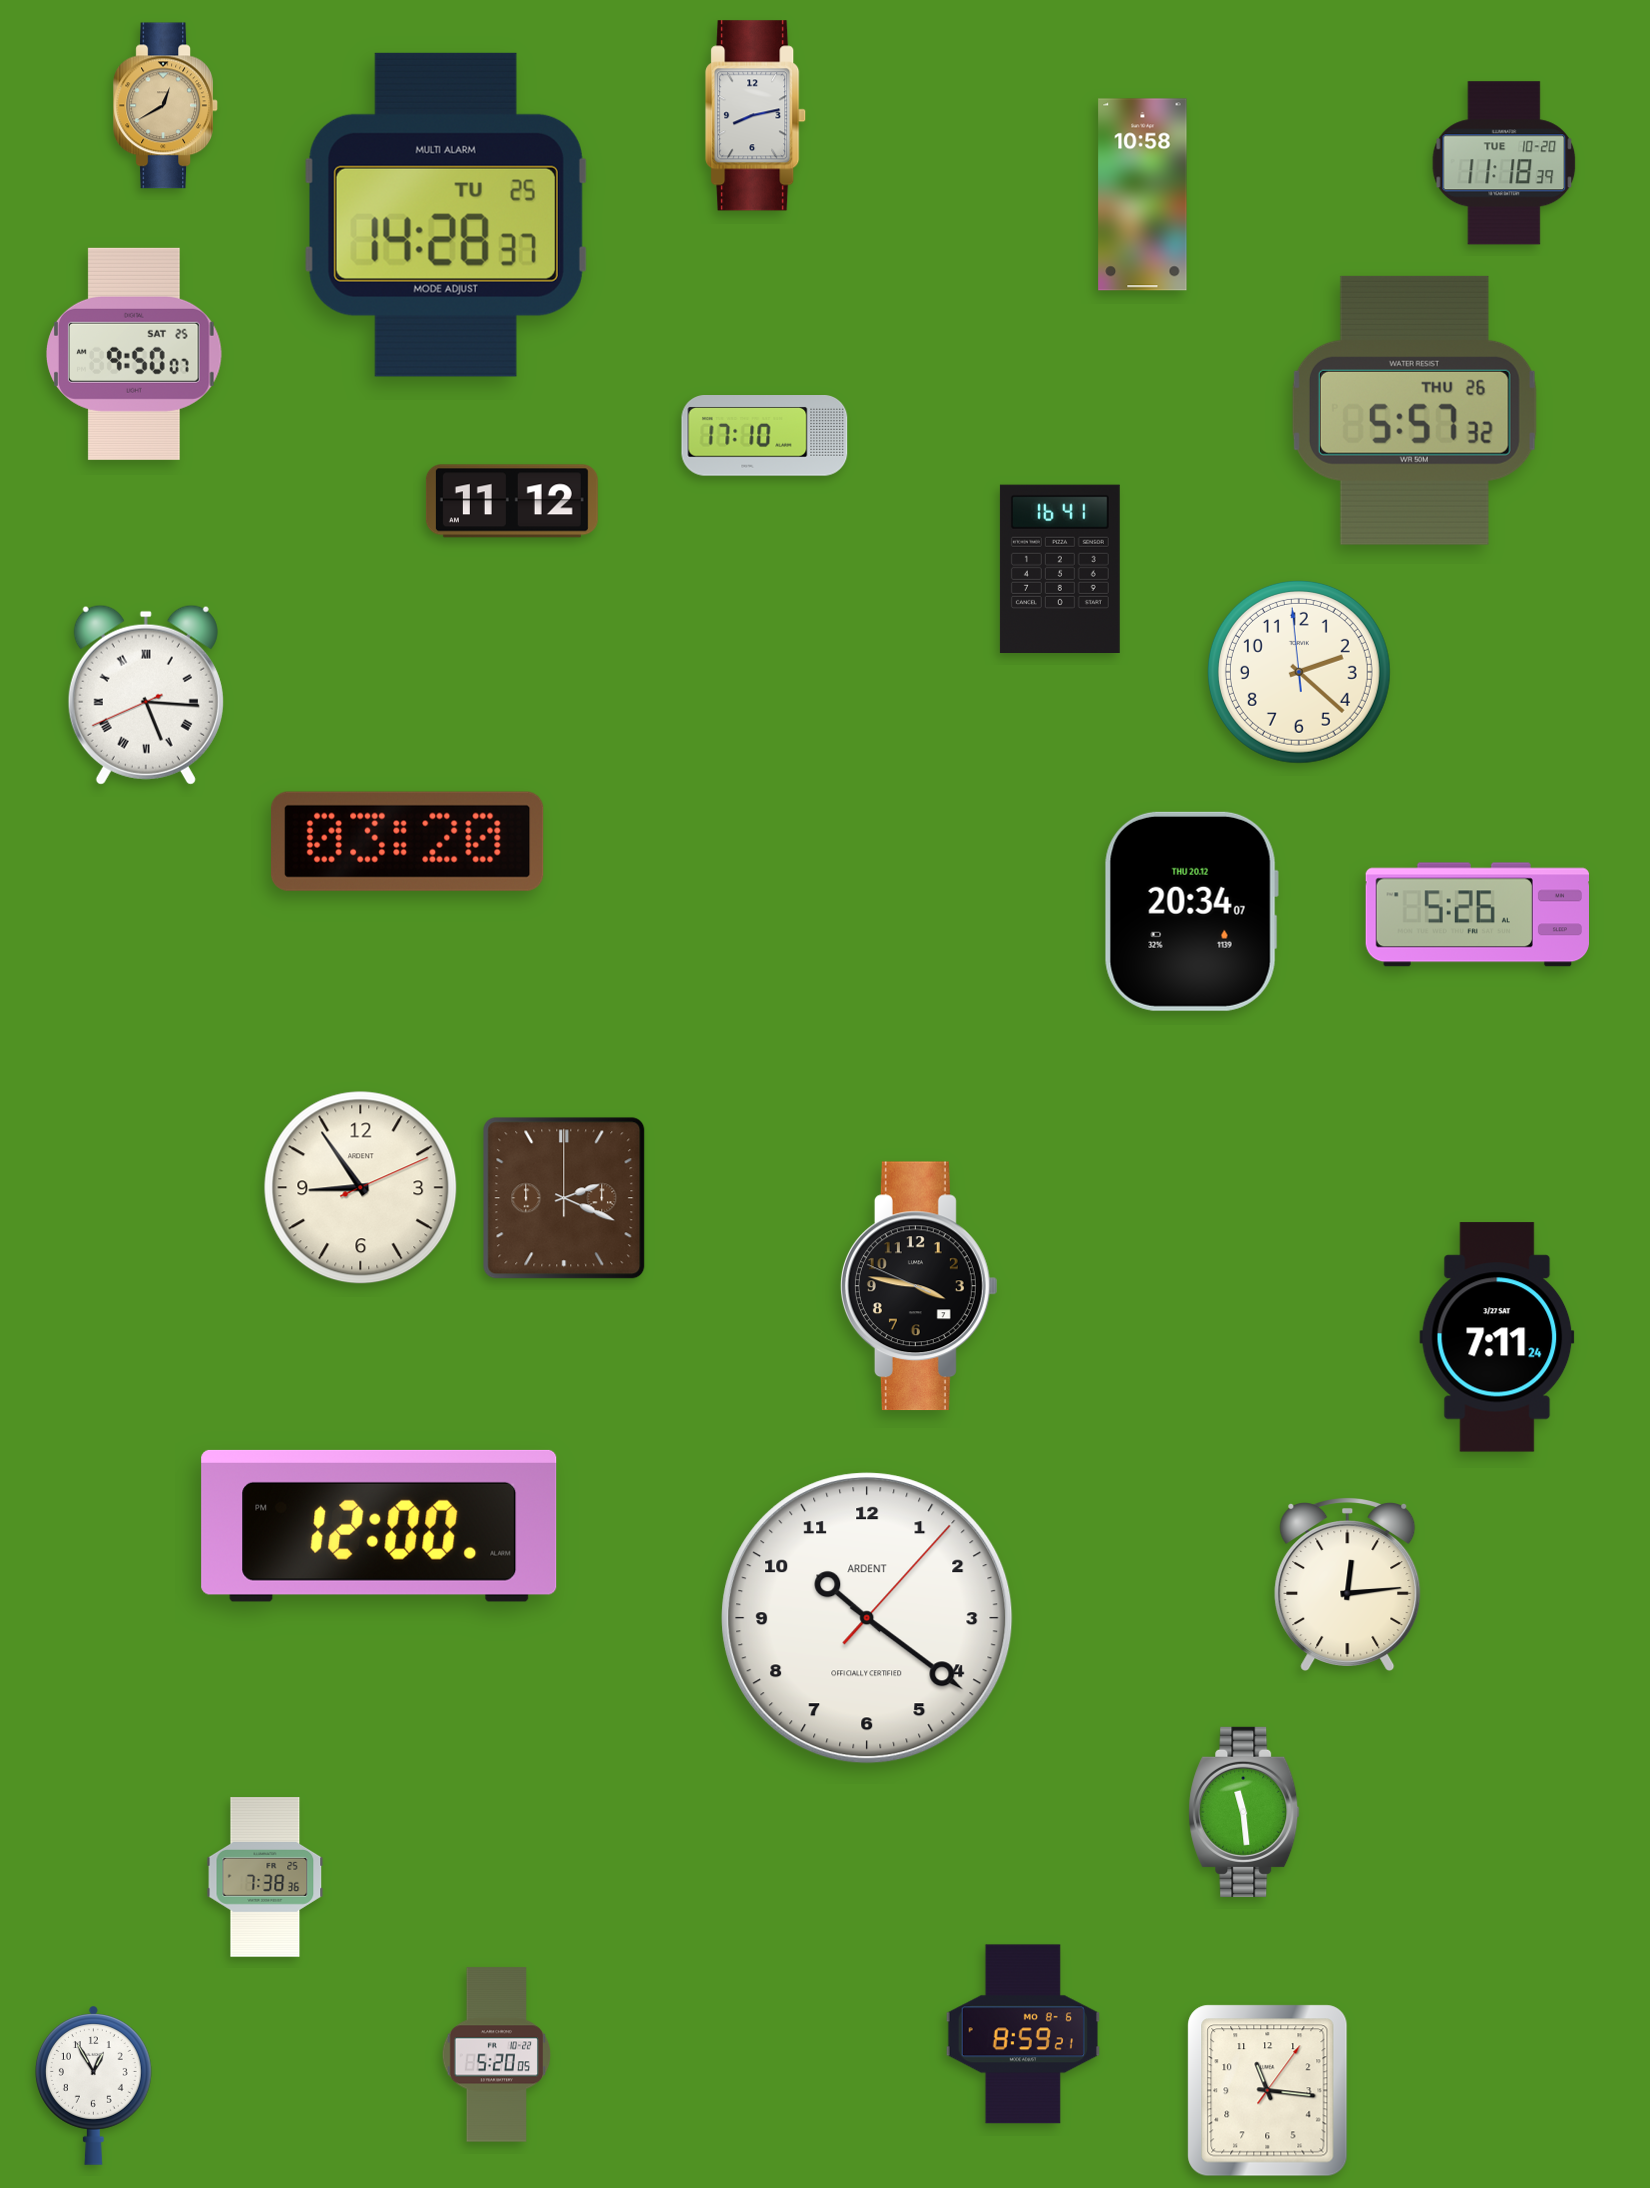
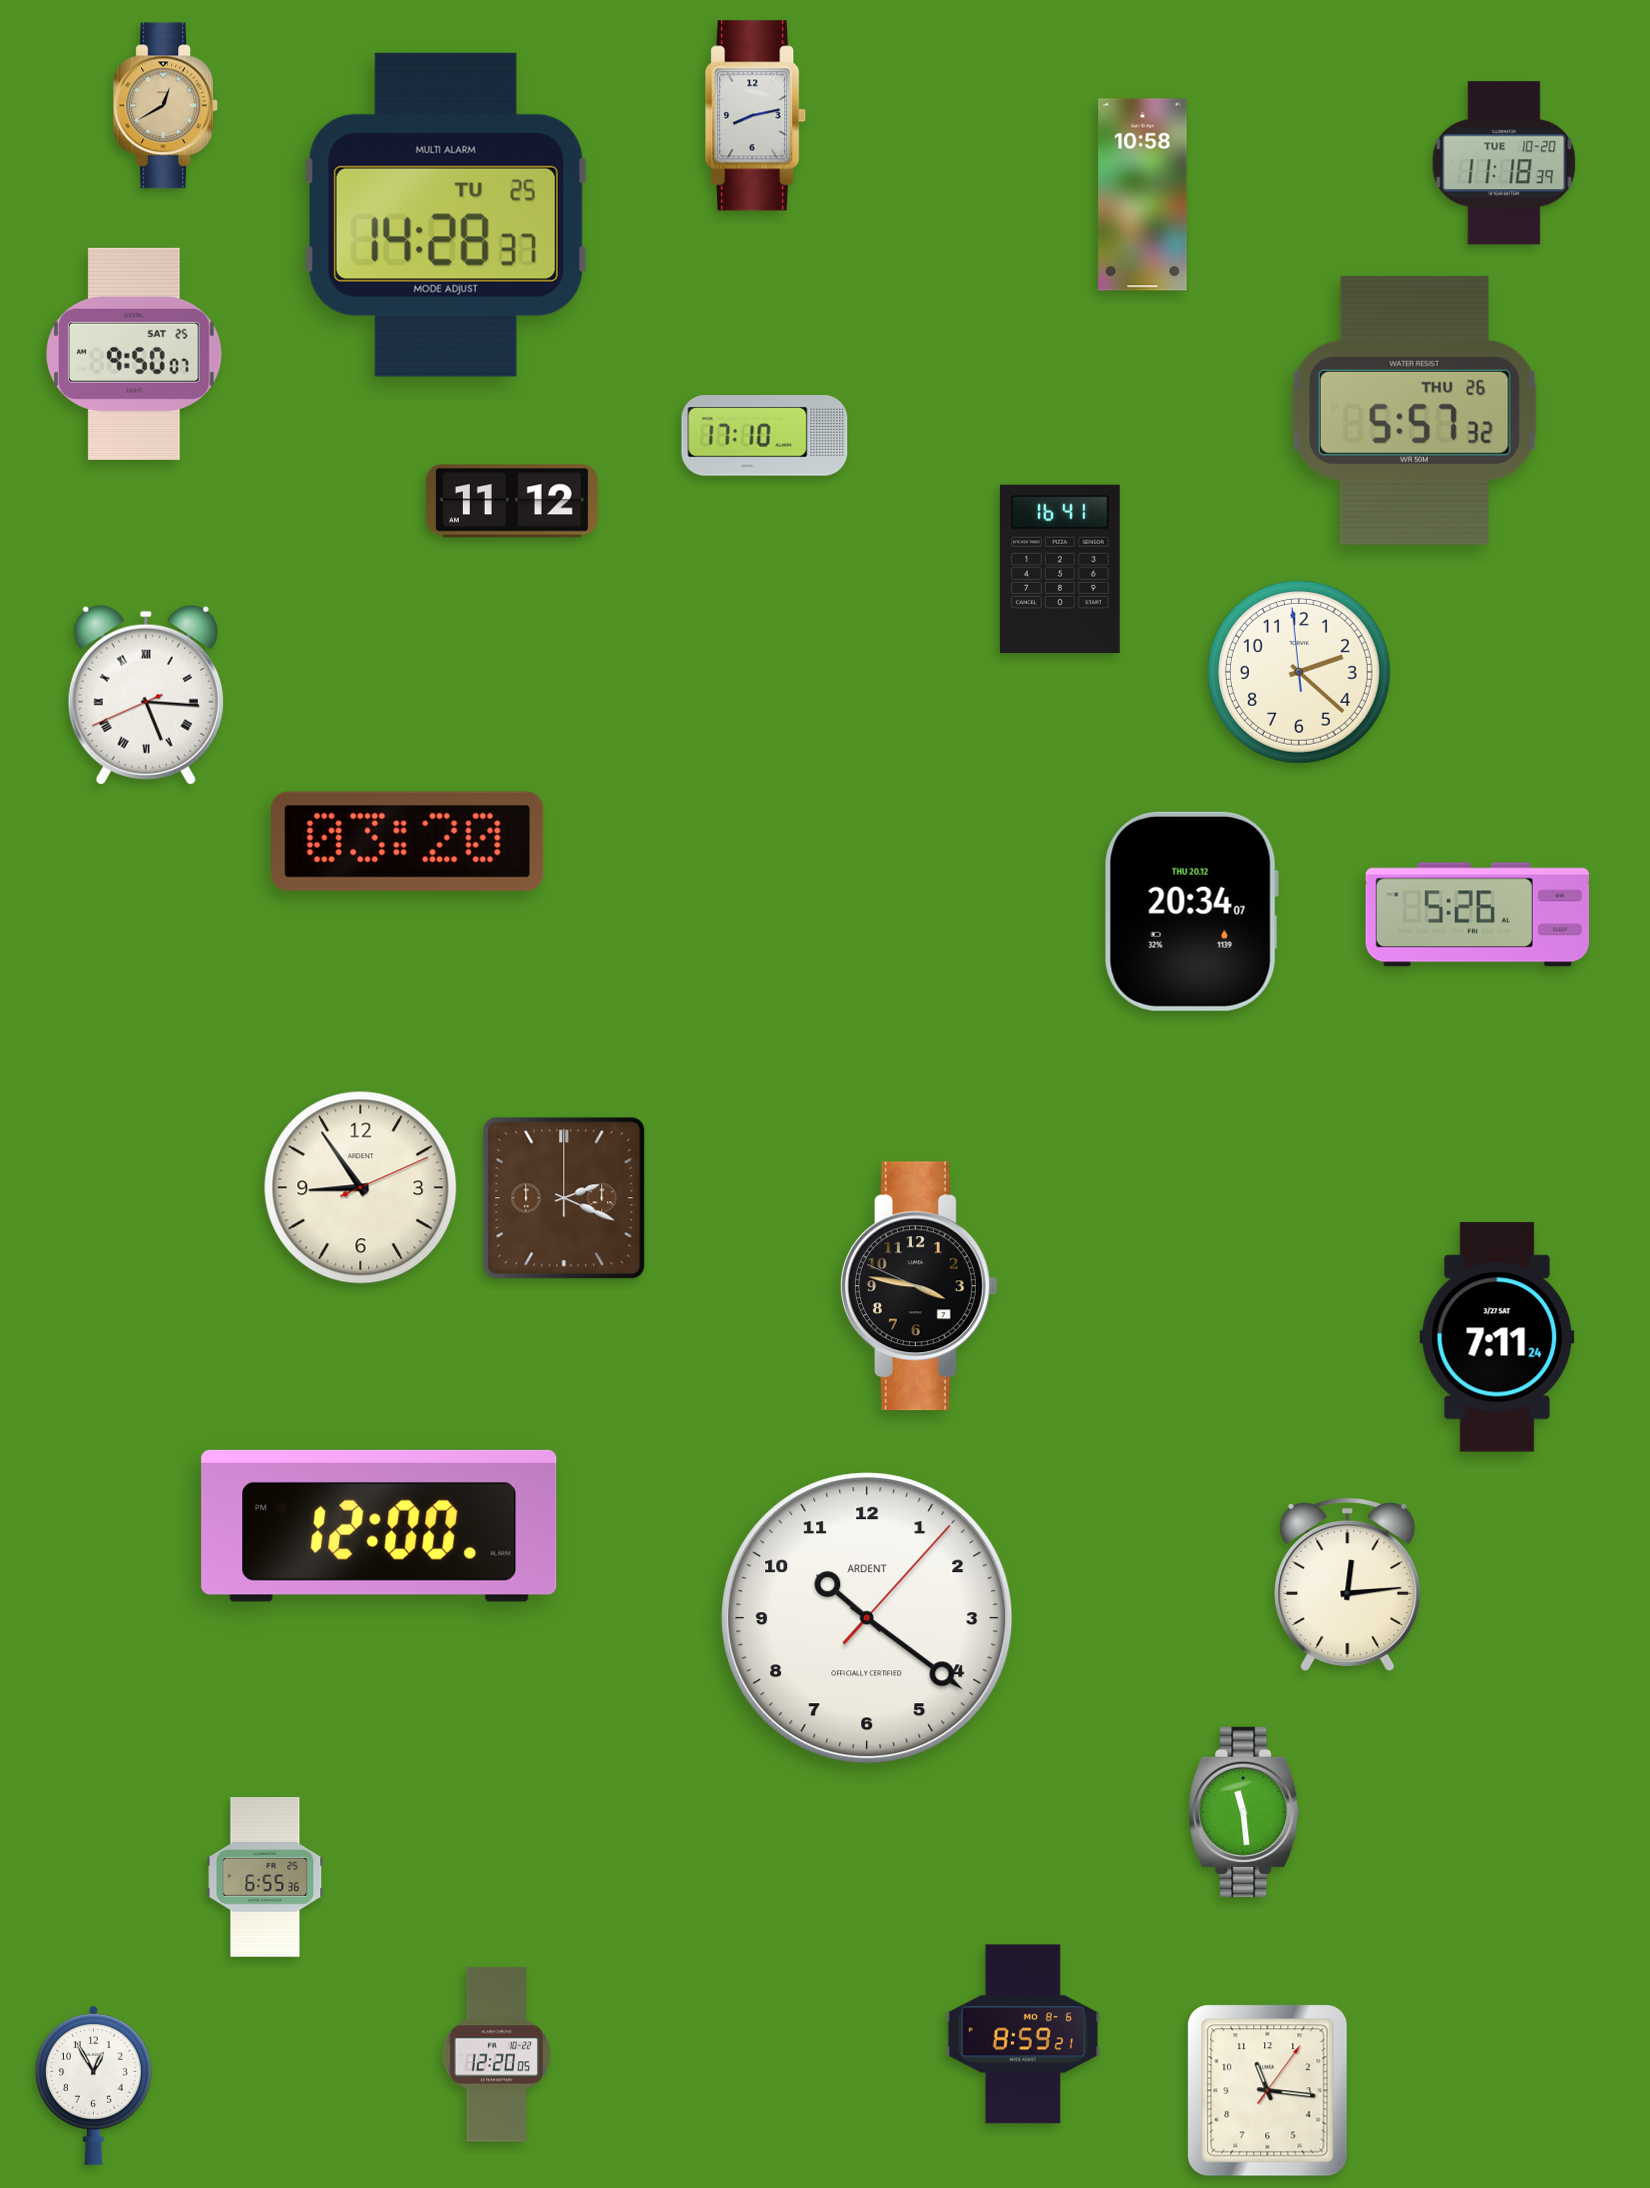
clock at (265, 1877): 7:38 -> 6:55
clock at (497, 2055): 5:20 -> 12:20
